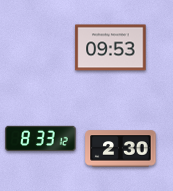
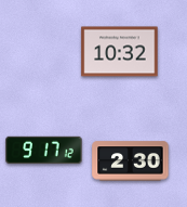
clock at (111, 48): 09:53 -> 10:32
clock at (41, 139): 8:33 -> 9:17
